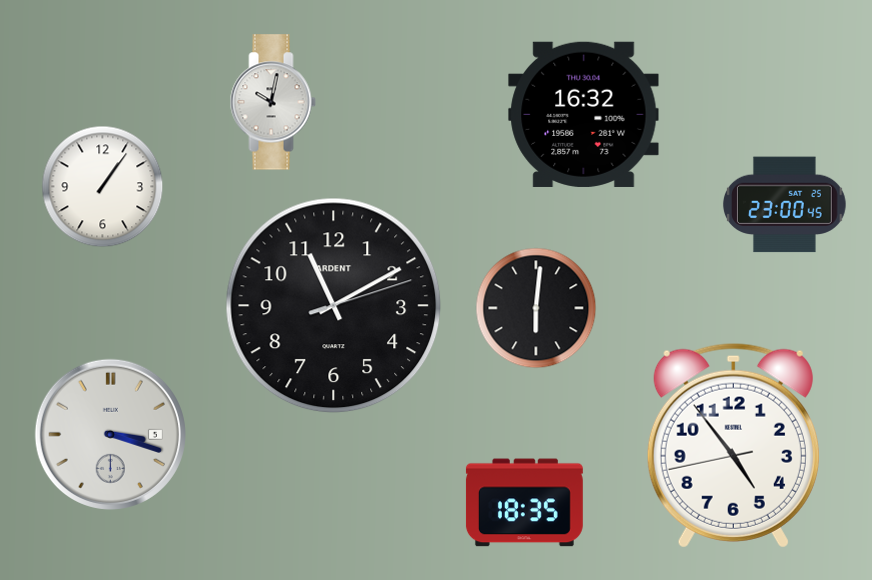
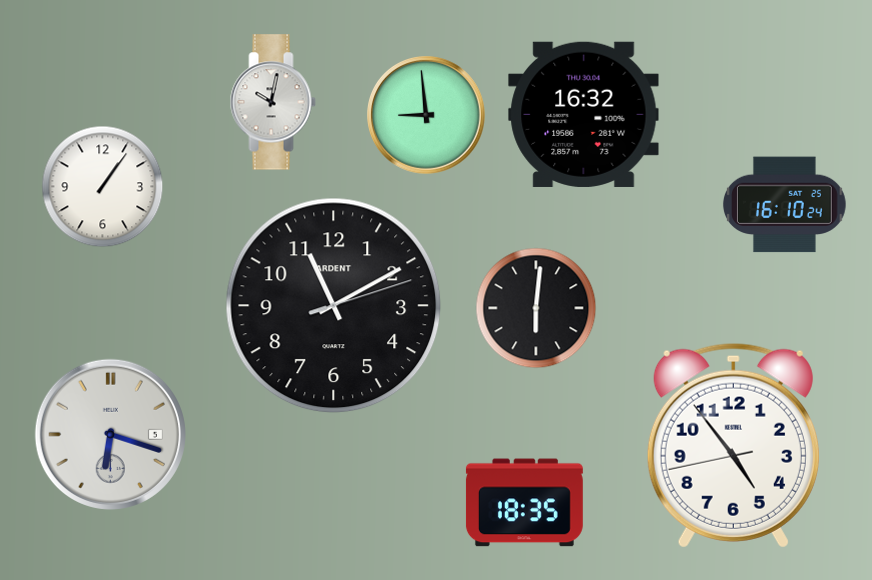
clock at (427, 116): none -> 8:59
clock at (785, 205): 23:00 -> 16:10
clock at (110, 434): 3:18 -> 6:18
